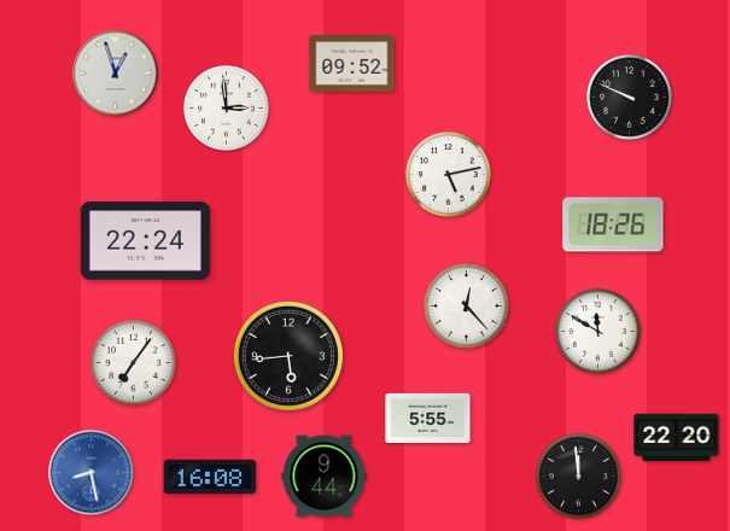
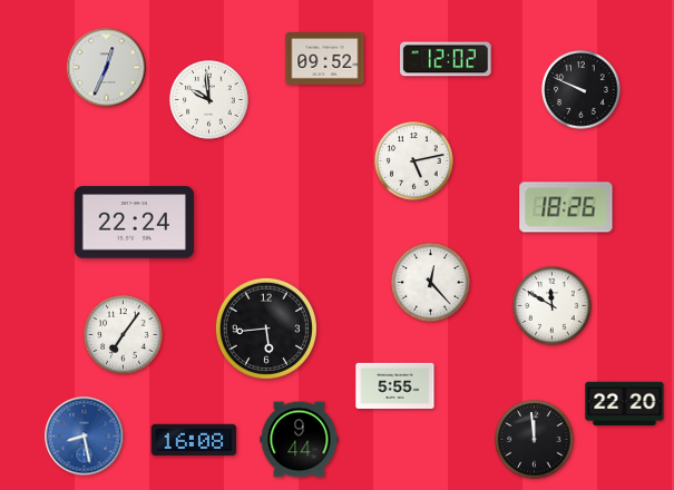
clock at (446, 59): none -> 12:02
clock at (116, 74): 12:57 -> 12:34
clock at (227, 109): 2:59 -> 9:59
